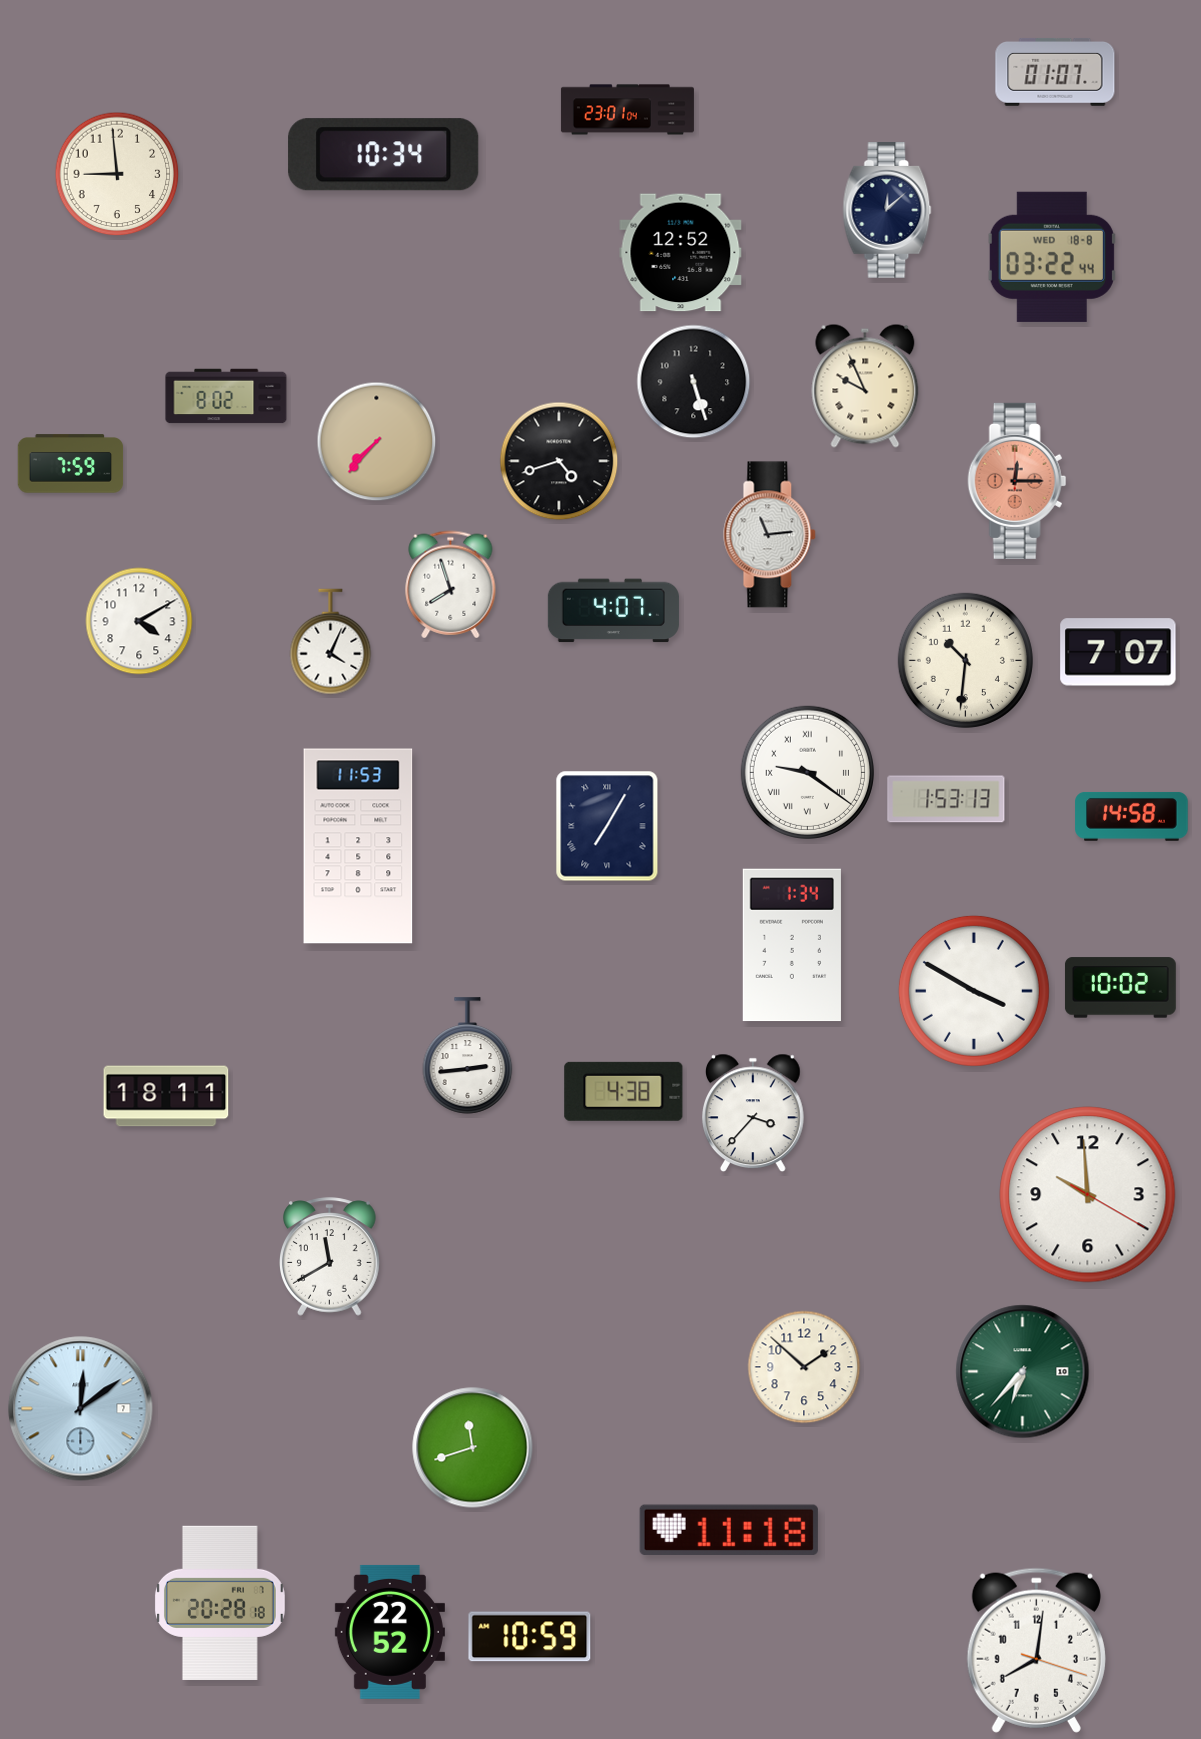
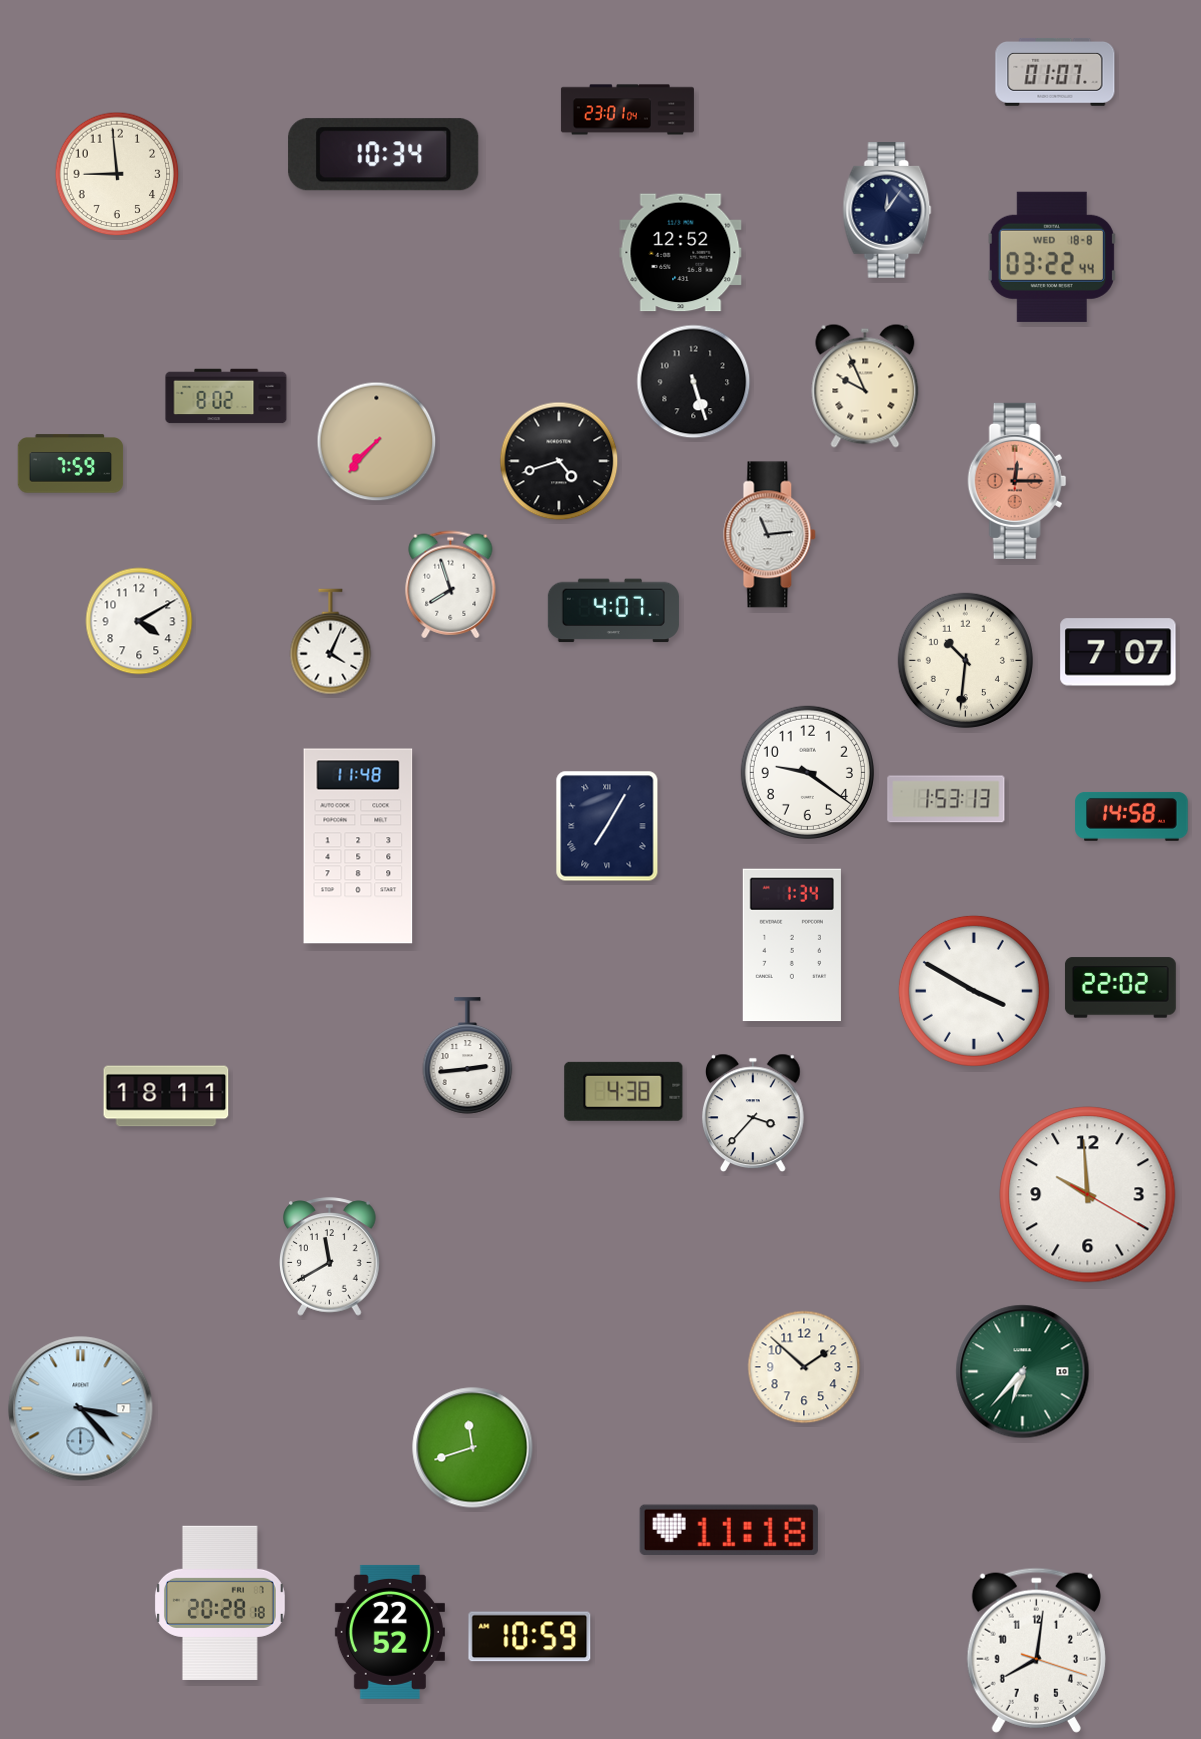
clock at (887, 211): 12:08 -> 12:06
clock at (807, 772) numerals: Roman -> Arabic
clock at (358, 846): 11:53 -> 11:48
clock at (1120, 988): 10:02 -> 22:02
clock at (81, 1409): 12:09 -> 3:23
